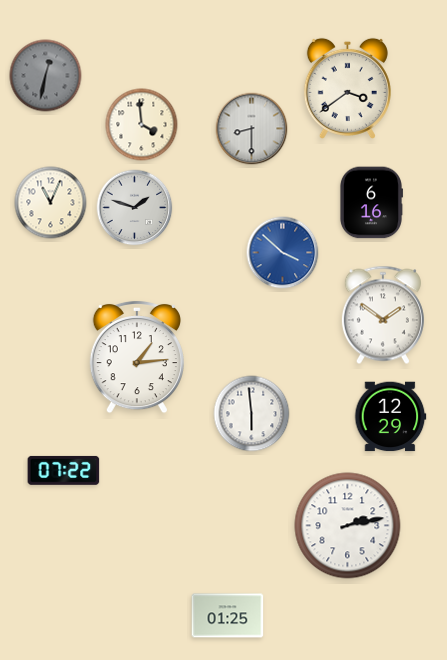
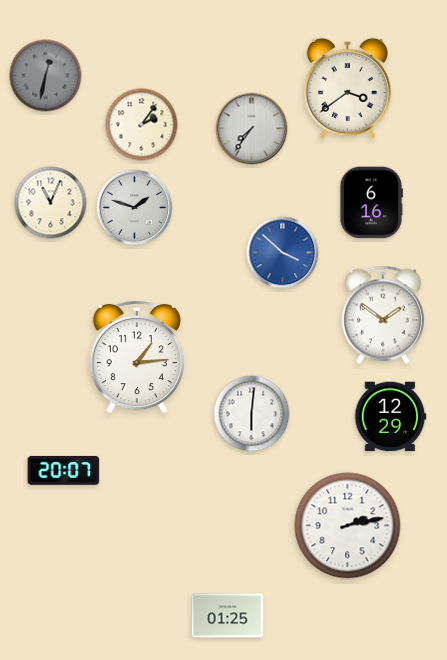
clock at (142, 125): 3:59 -> 2:06
clock at (252, 129): 8:30 -> 7:36
clock at (252, 414): 5:59 -> 6:01
clock at (64, 470): 07:22 -> 20:07
